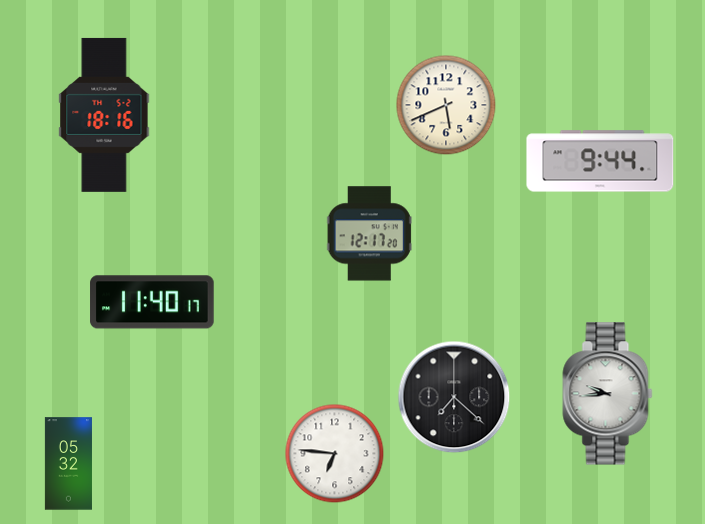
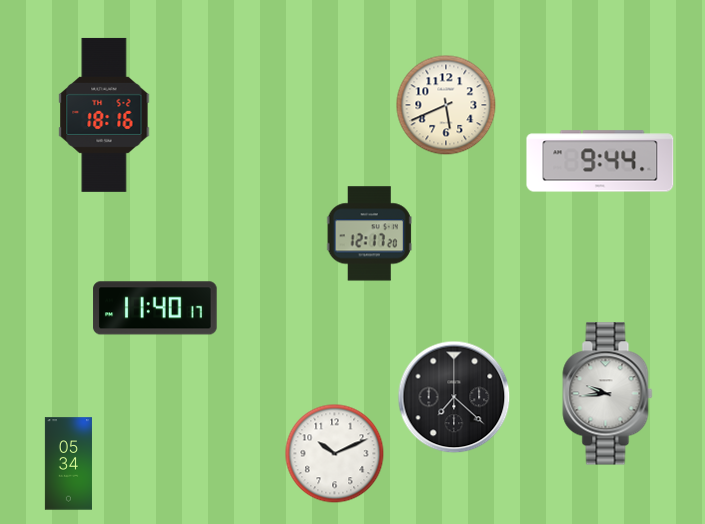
clock at (152, 302) position: (152, 302) -> (155, 308)
clock at (335, 454): 6:46 -> 10:11
clock at (68, 464): 05:32 -> 05:34
